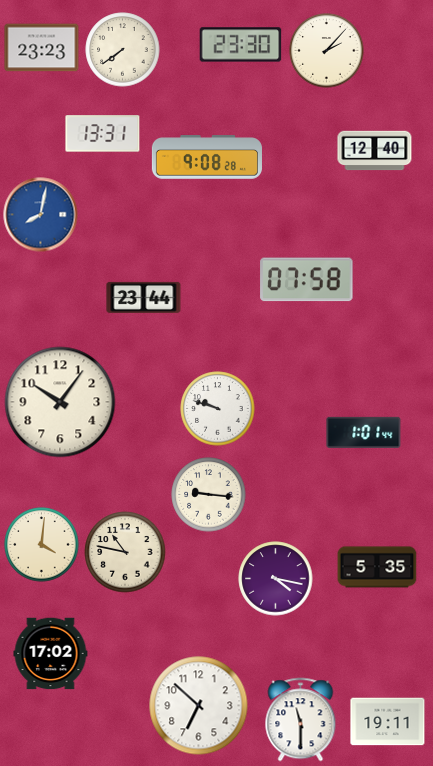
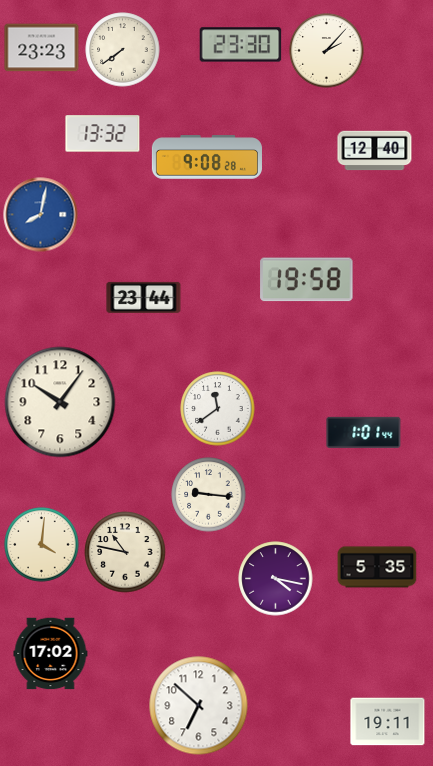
clock at (103, 134): 13:31 -> 13:32
clock at (307, 280): 07:58 -> 19:58
clock at (218, 409): 9:48 -> 11:39
clock at (301, 720): 11:30 -> none
